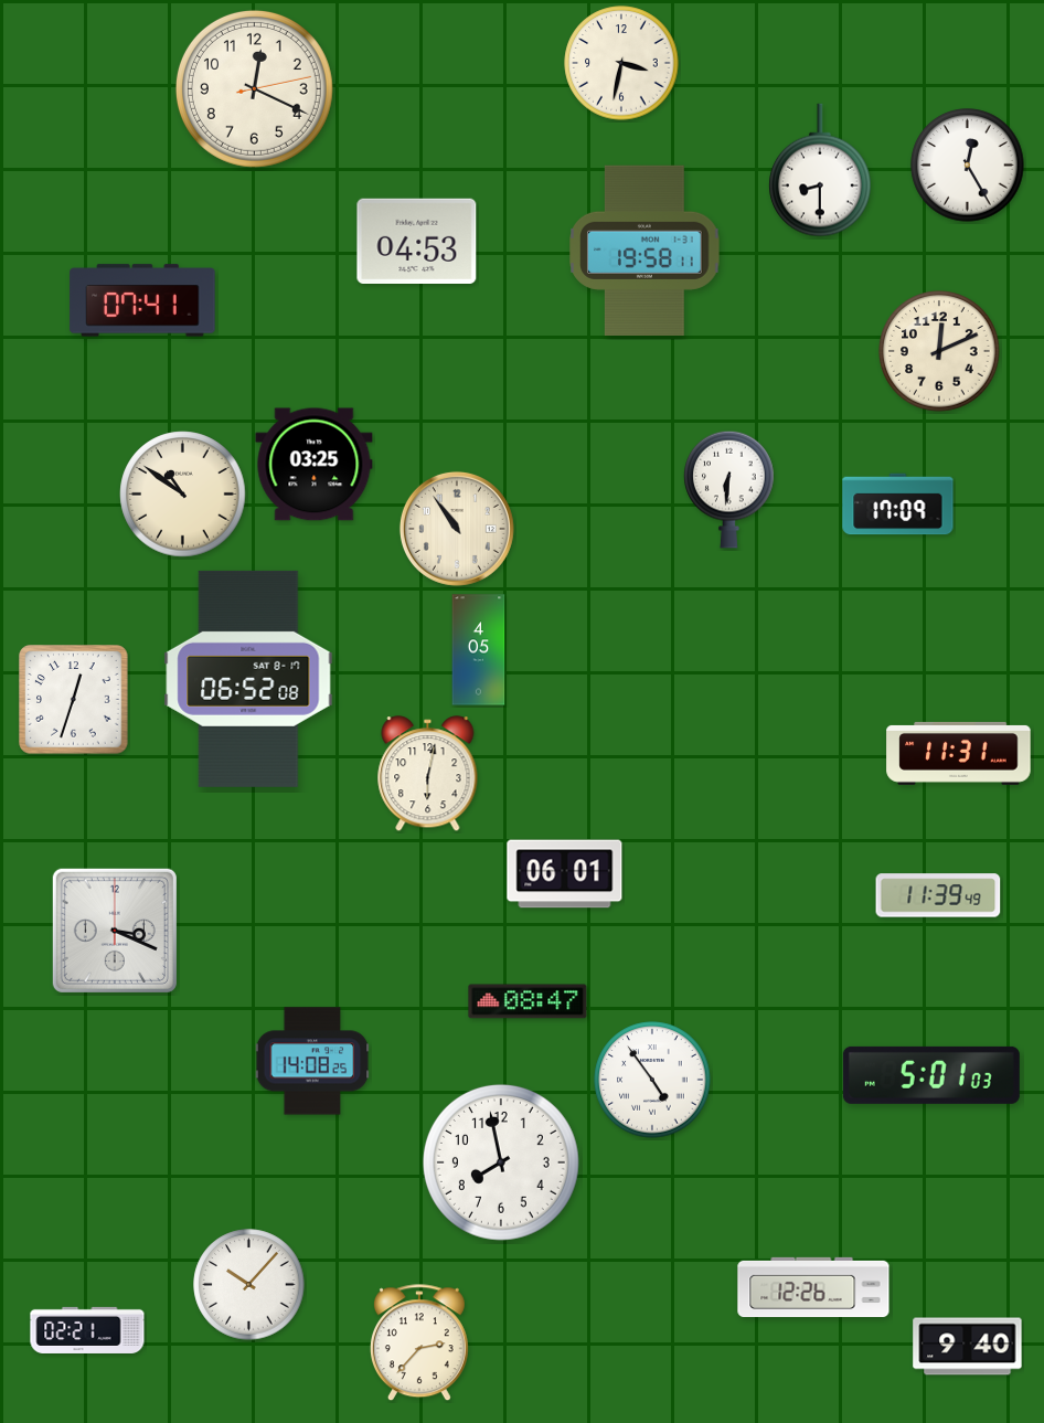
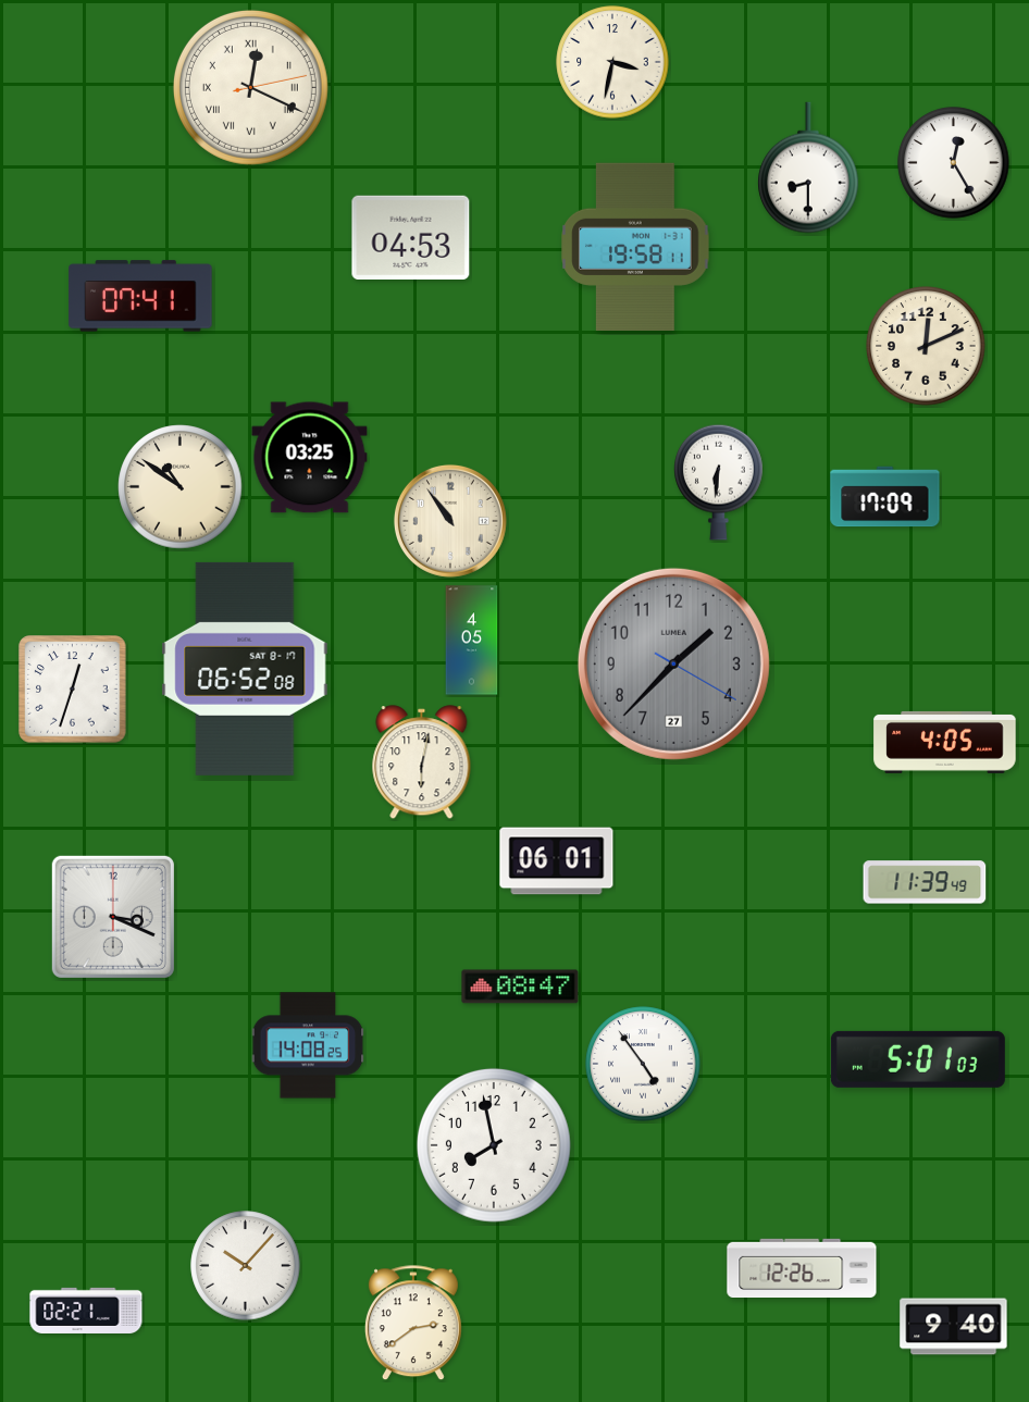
clock at (254, 88) numerals: Arabic -> Roman
clock at (673, 663): none -> 1:37
clock at (959, 753): 11:31 -> 4:05
clock at (419, 1344): 2:37 -> 2:39
